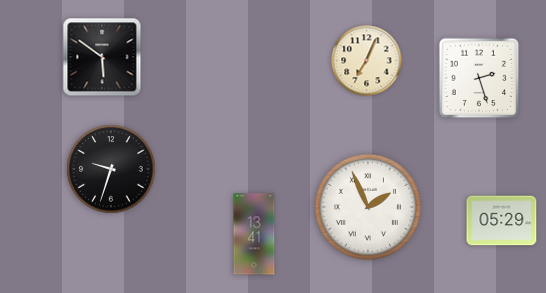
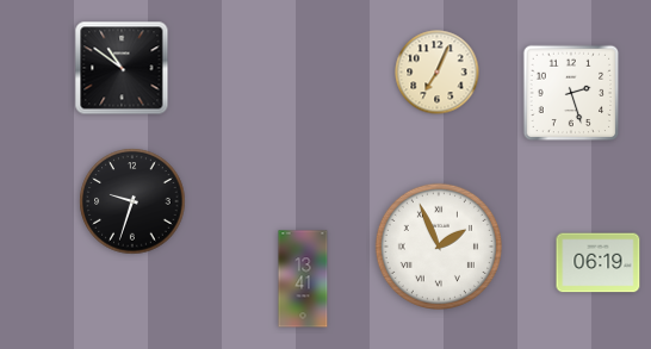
clock at (102, 57): 5:51 -> 10:51
clock at (502, 221): 05:29 -> 06:19
